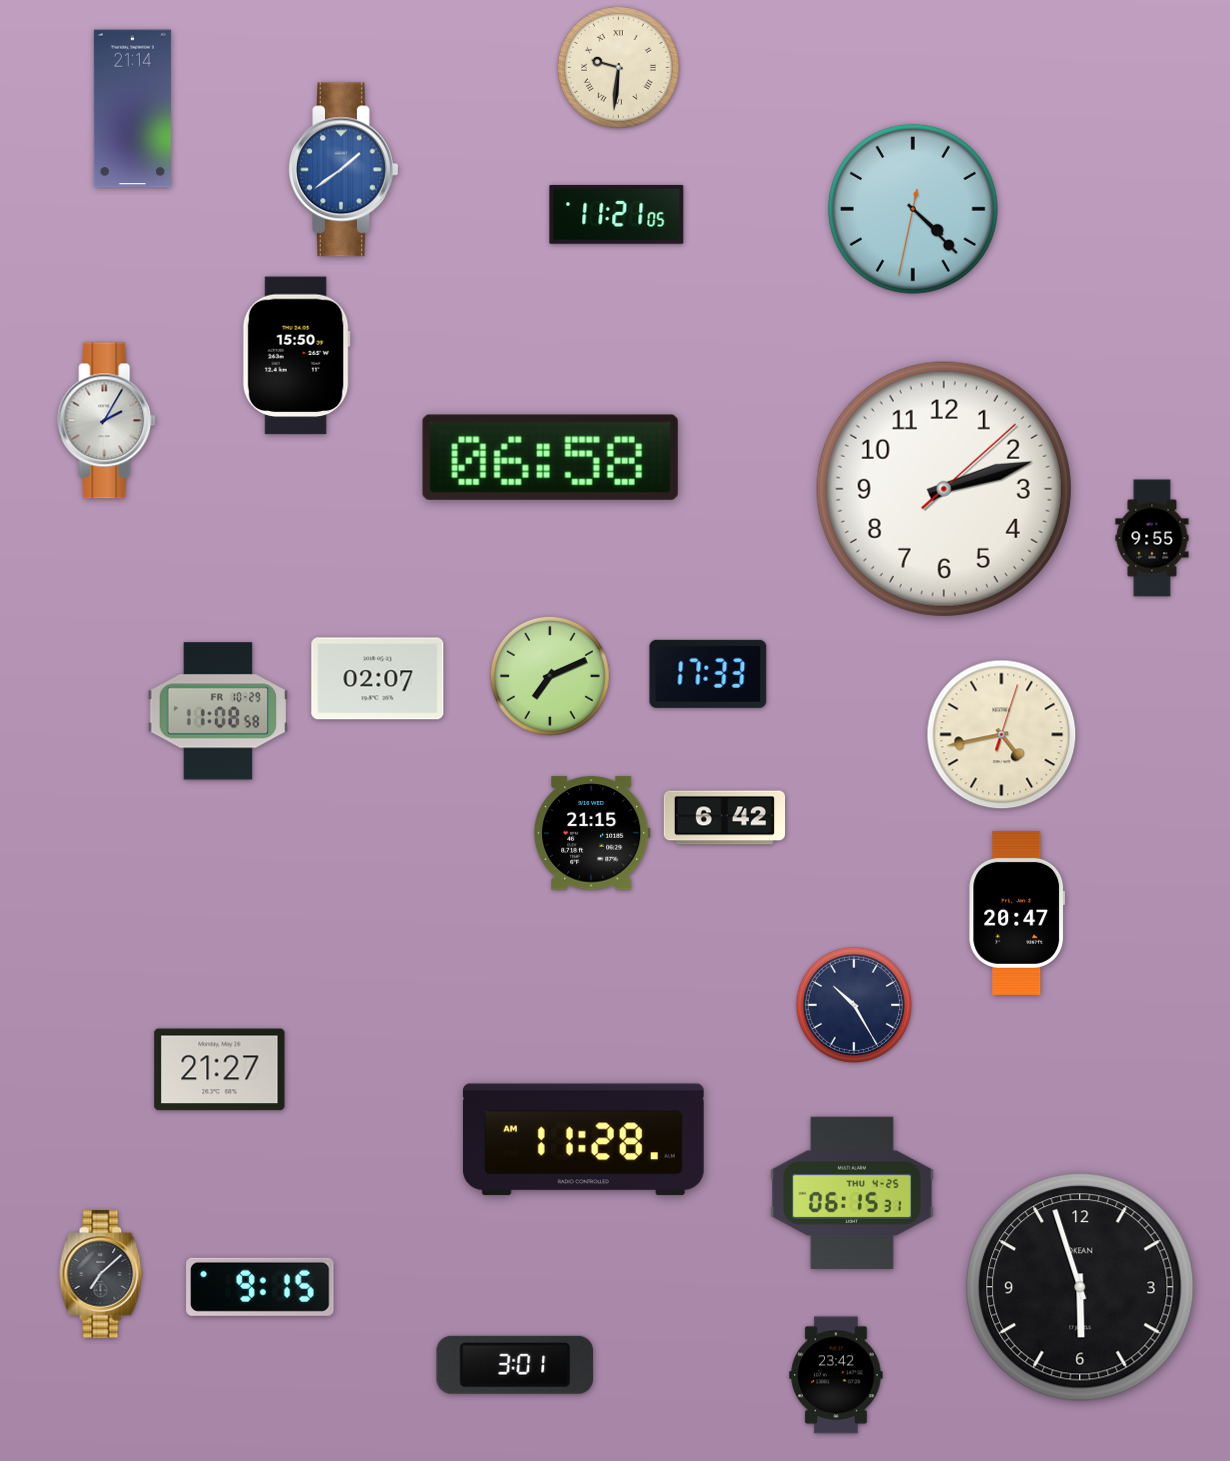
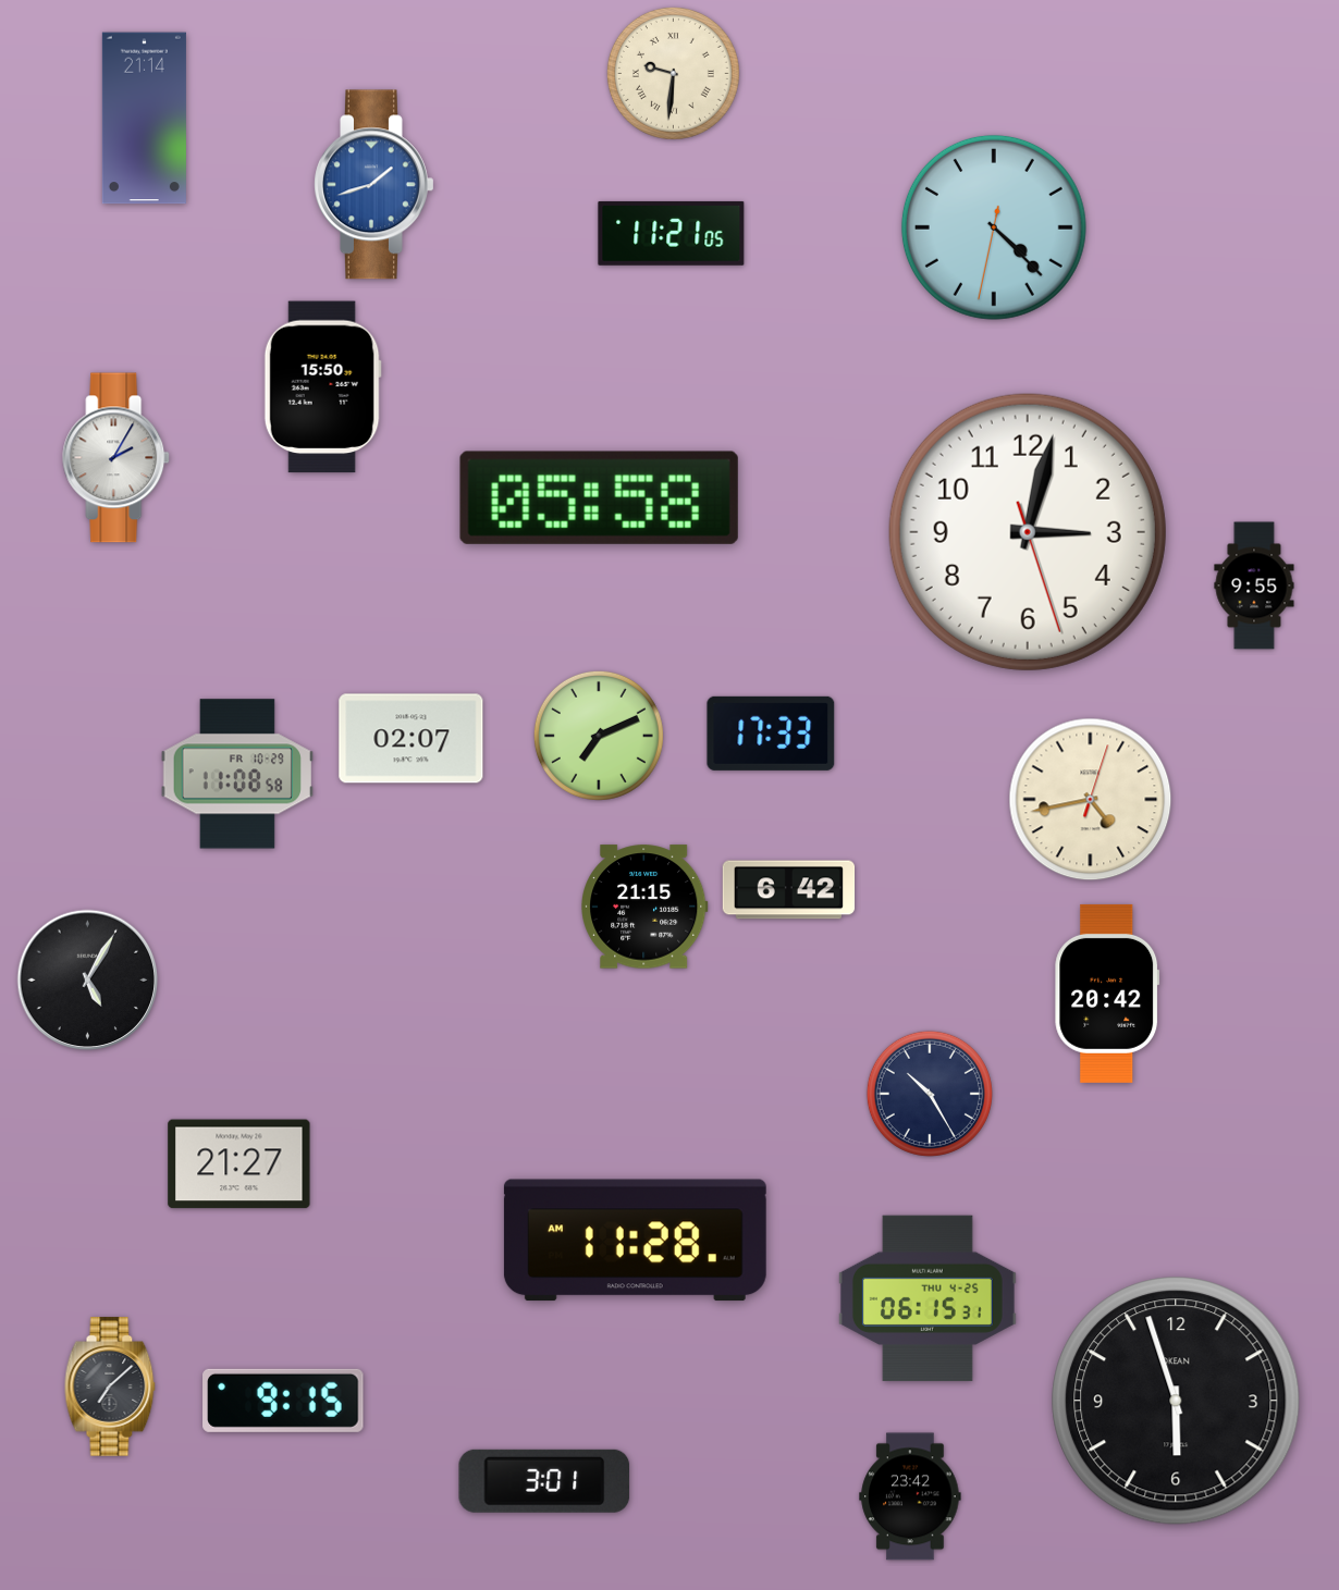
clock at (344, 170): 1:39 -> 1:42
clock at (550, 457): 06:58 -> 05:58
clock at (944, 489): 2:12 -> 3:02
clock at (88, 981): none -> 5:05
clock at (1017, 913): 20:47 -> 20:42
clock at (515, 1365) position: (515, 1365) -> (544, 1481)
